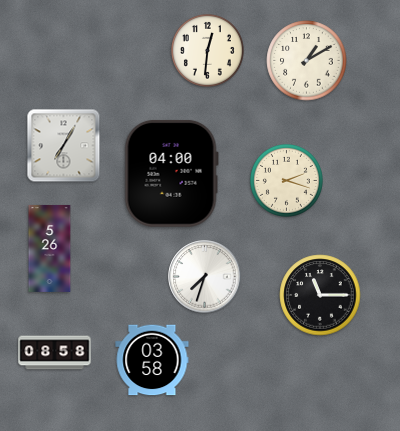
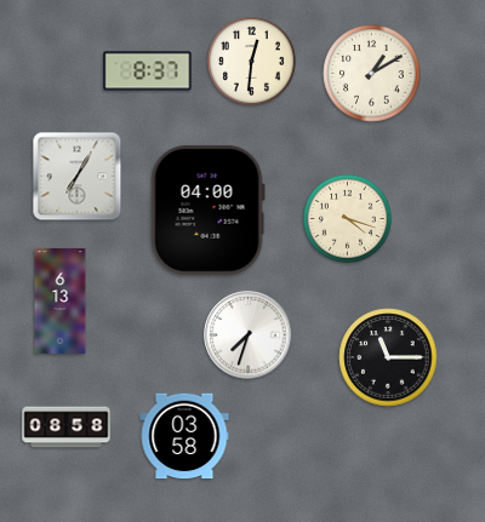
clock at (148, 71): none -> 8:37
clock at (286, 180): 2:18 -> 4:18
clock at (50, 248): 5:26 -> 6:13
